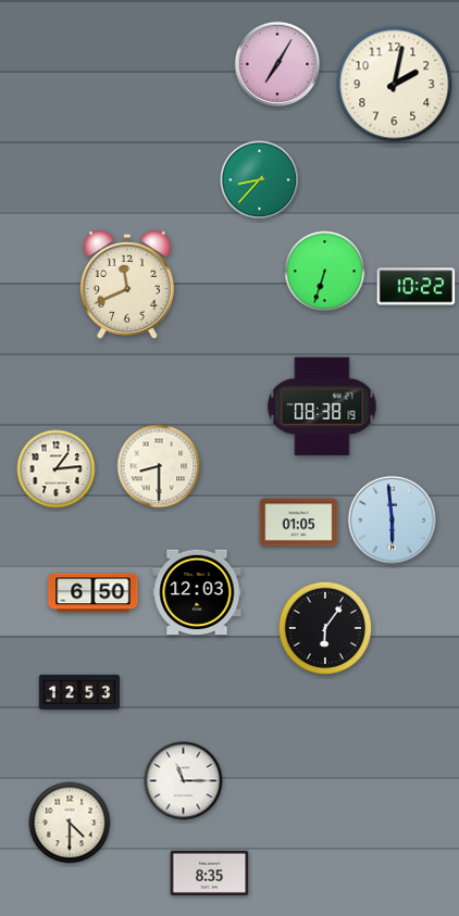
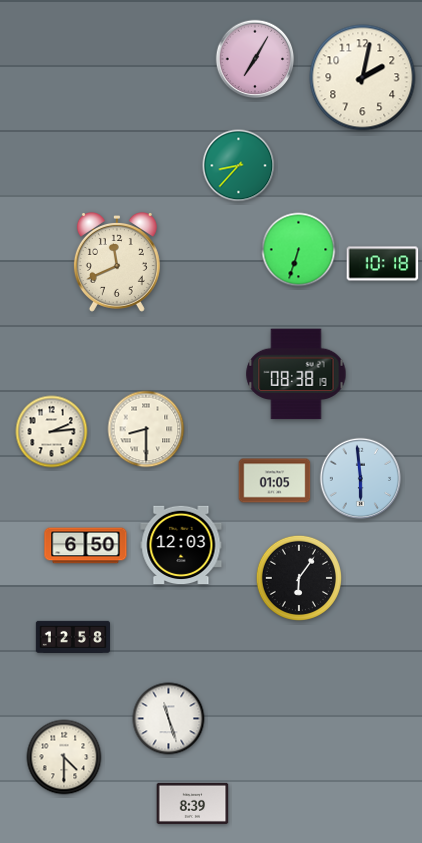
clock at (417, 287): 10:22 -> 10:18
clock at (57, 469): 1:14 -> 2:14
clock at (78, 692): 12:53 -> 12:58
clock at (184, 781): 11:15 -> 11:27
clock at (210, 873): 8:35 -> 8:39
